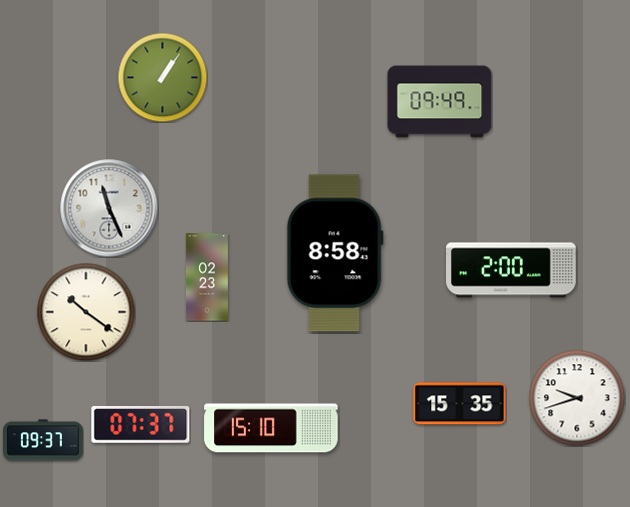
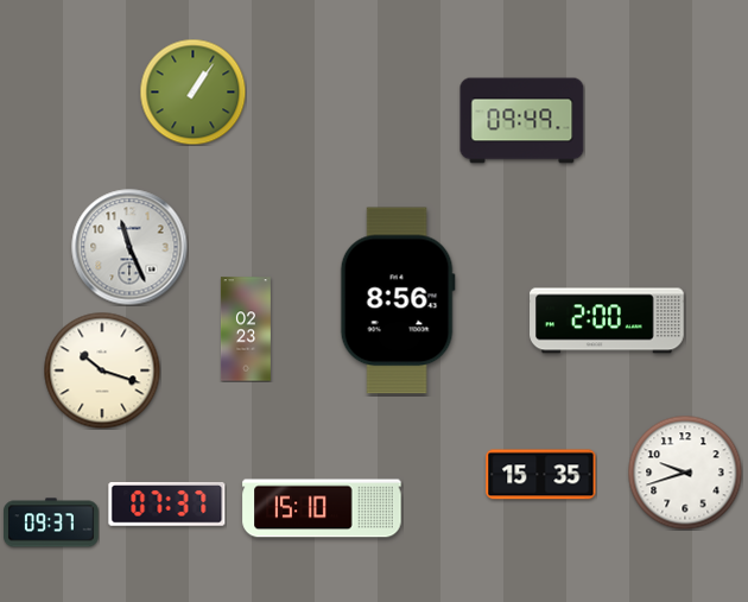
clock at (335, 253): 8:58 -> 8:56
clock at (86, 312): 10:21 -> 10:18
clock at (460, 404) position: (460, 404) -> (541, 475)
